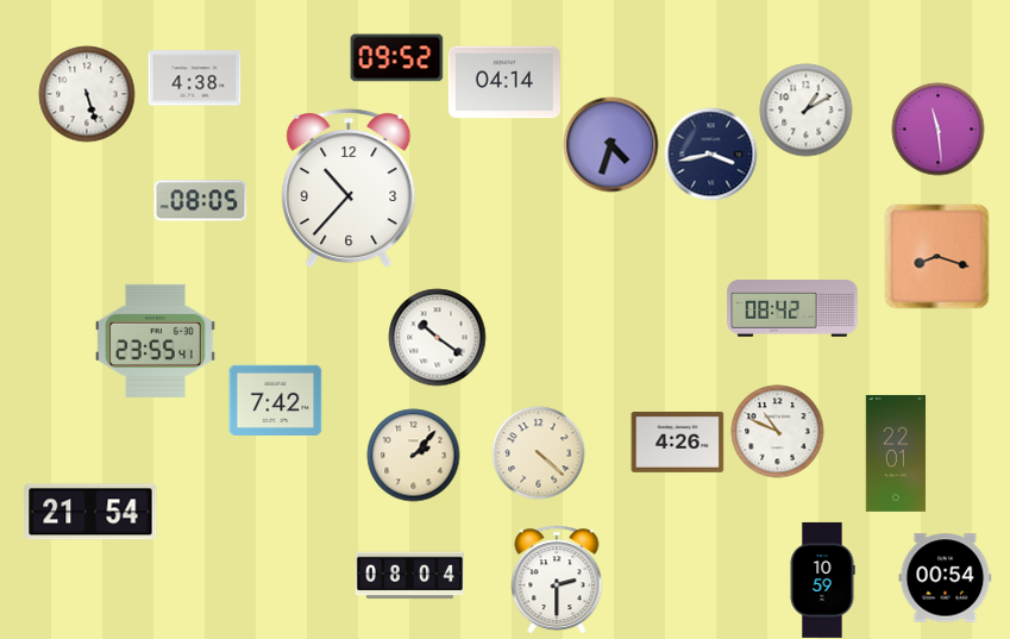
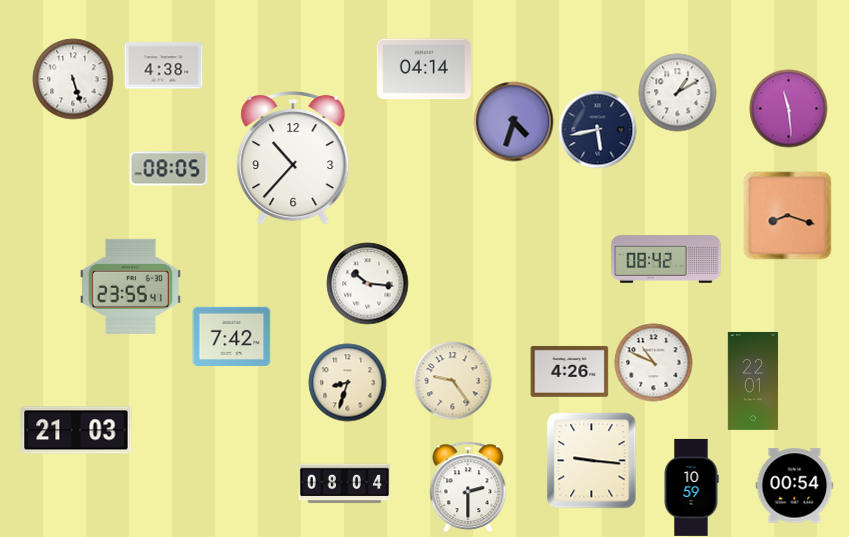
clock at (396, 58): 09:52 -> none
clock at (710, 154): 3:43 -> 5:43
clock at (437, 337): 10:21 -> 10:16
clock at (538, 452): 4:22 -> 9:24
clock at (413, 455): 2:07 -> 8:33
clock at (90, 512): 21:54 -> 21:03
clock at (592, 460): none -> 9:16
